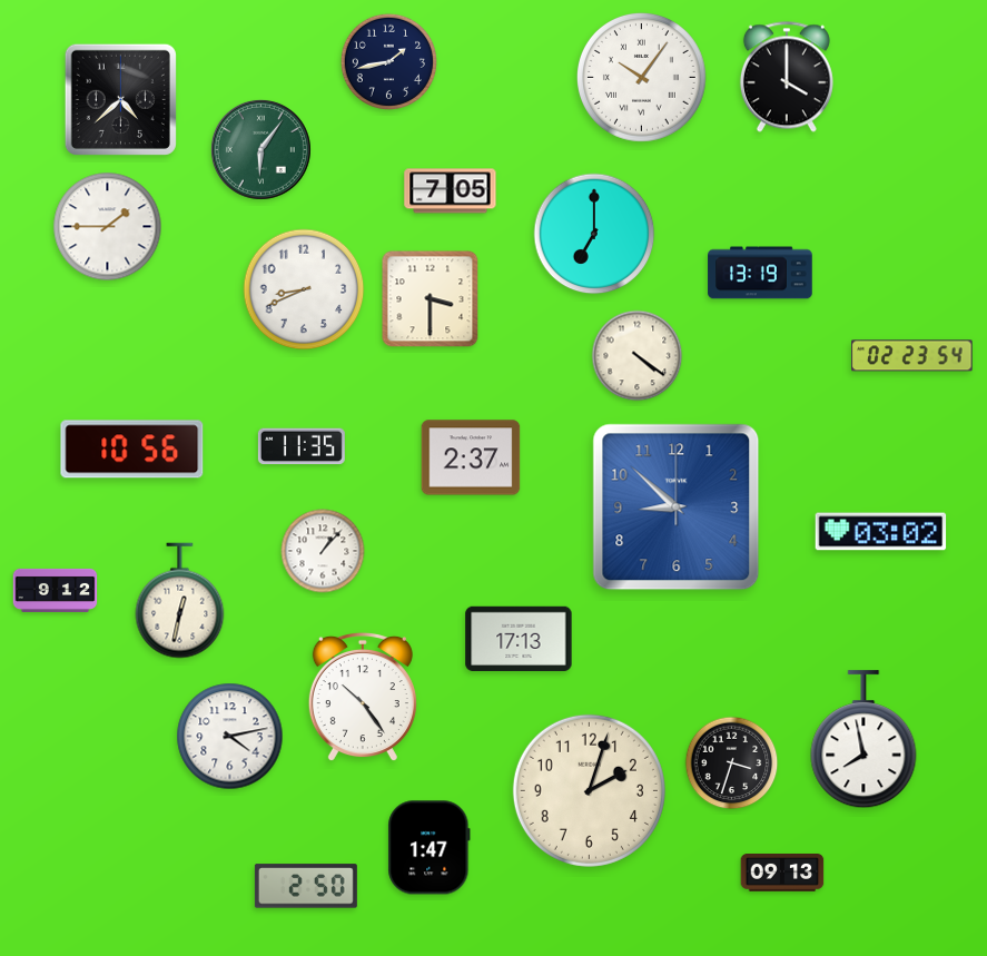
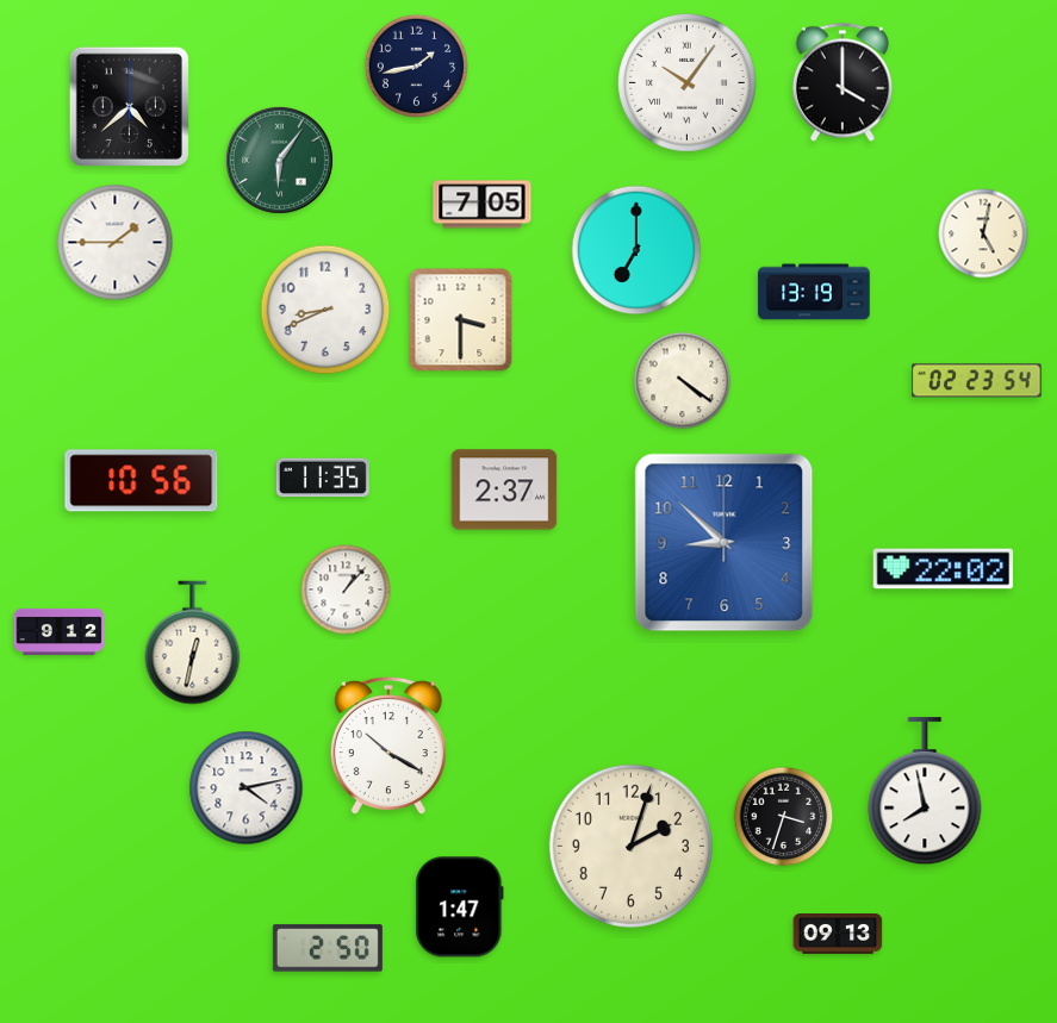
clock at (983, 233): none -> 5:02
clock at (881, 532): 03:02 -> 22:02
clock at (519, 639): 17:13 -> none
clock at (363, 697): 10:24 -> 10:20
